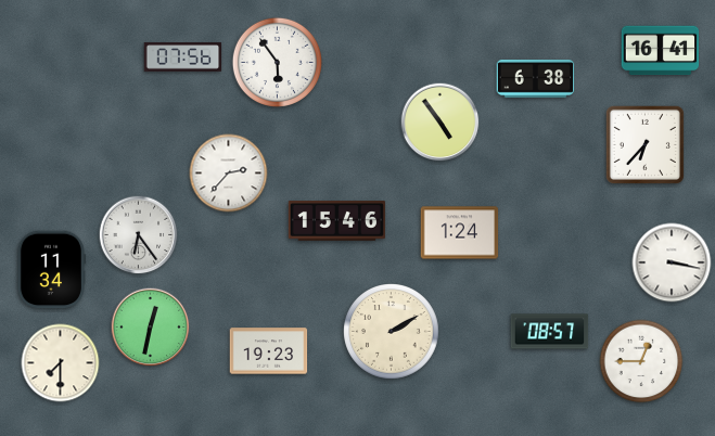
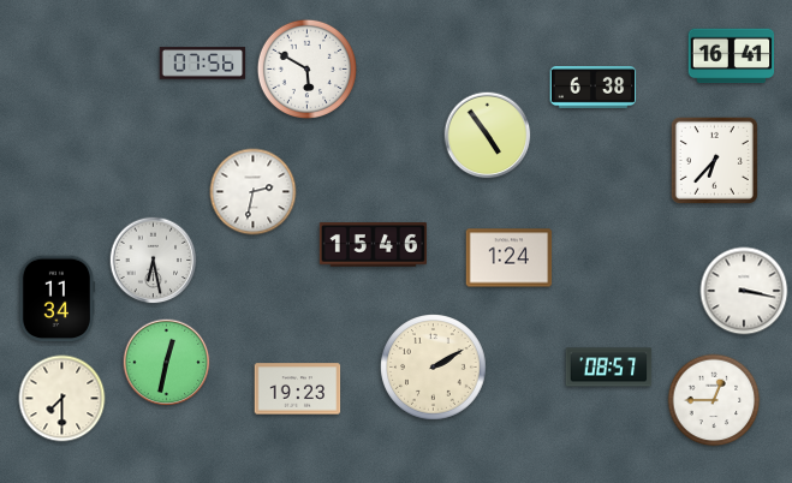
clock at (277, 62): 5:54 -> 5:50
clock at (229, 174): 2:37 -> 2:32
clock at (139, 235): 6:24 -> 6:28
clock at (641, 361) position: (641, 361) -> (714, 400)
clock at (61, 363) position: (61, 363) -> (62, 399)
